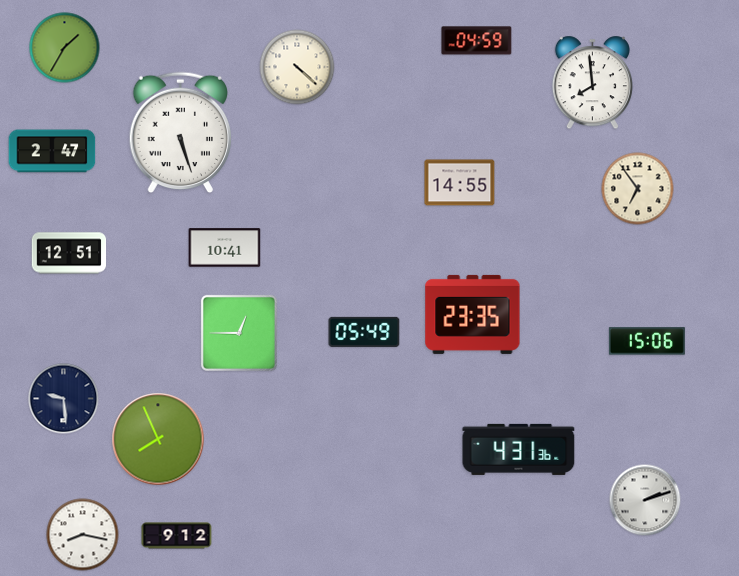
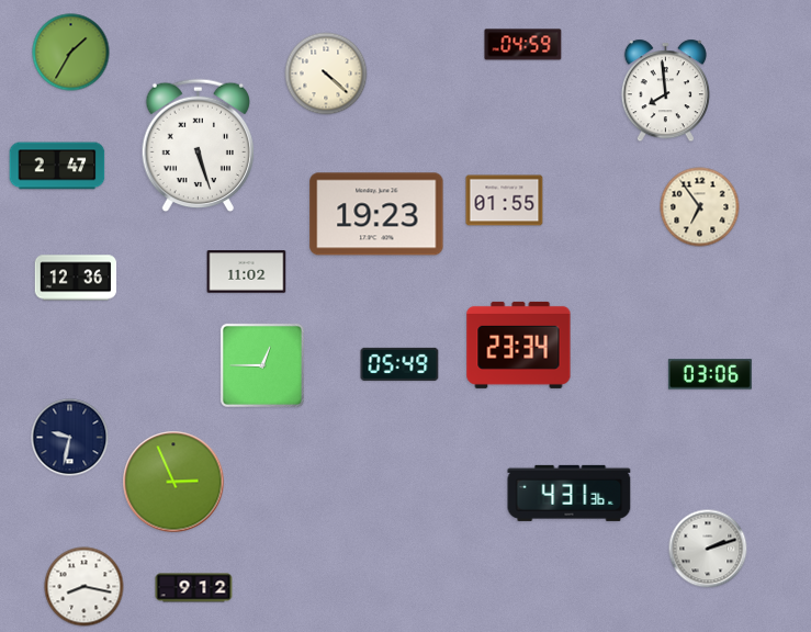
clock at (592, 83) position: (592, 83) -> (665, 91)
clock at (460, 183): 14:55 -> 01:55
clock at (376, 214): none -> 19:23
clock at (225, 248): 10:41 -> 11:02
clock at (69, 253): 12:51 -> 12:36
clock at (473, 314): 23:35 -> 23:34
clock at (647, 341): 15:06 -> 03:06
clock at (64, 399): 9:29 -> 9:32
clock at (158, 439): 7:56 -> 2:56
clock at (83, 535) position: (83, 535) -> (85, 587)
